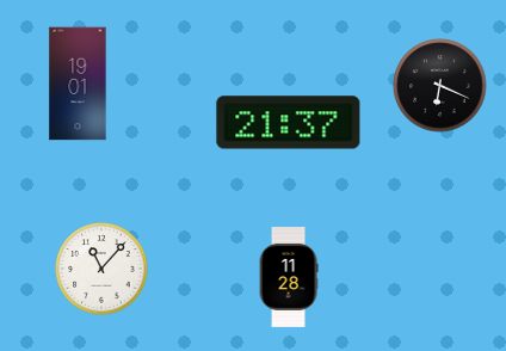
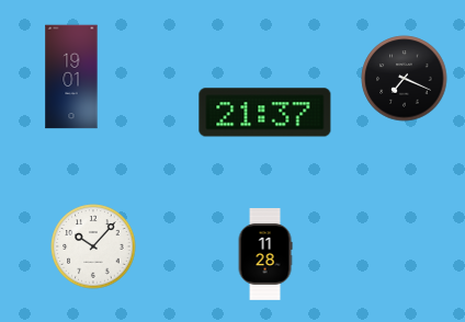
clock at (440, 86): 6:19 -> 7:19
clock at (101, 269): 11:07 -> 10:07
